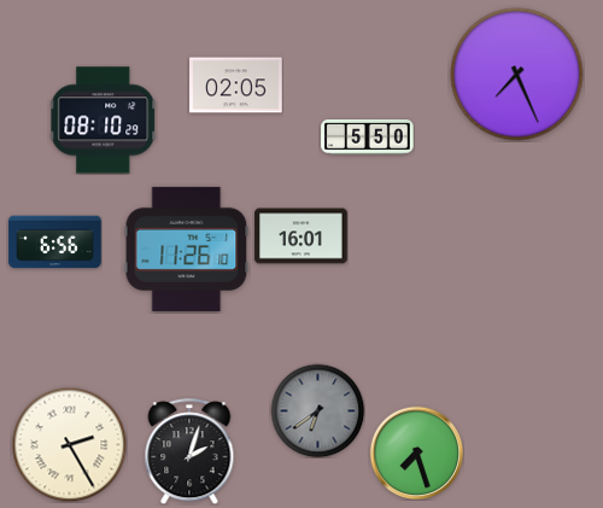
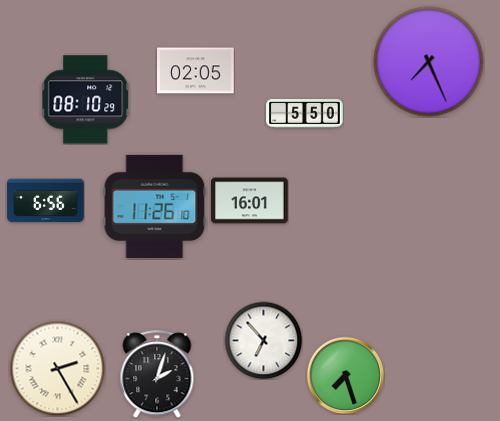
clock at (301, 237) position: (301, 237) -> (250, 201)
clock at (317, 410): 6:39 -> 6:53
clock at (317, 410) dial: grey -> white
